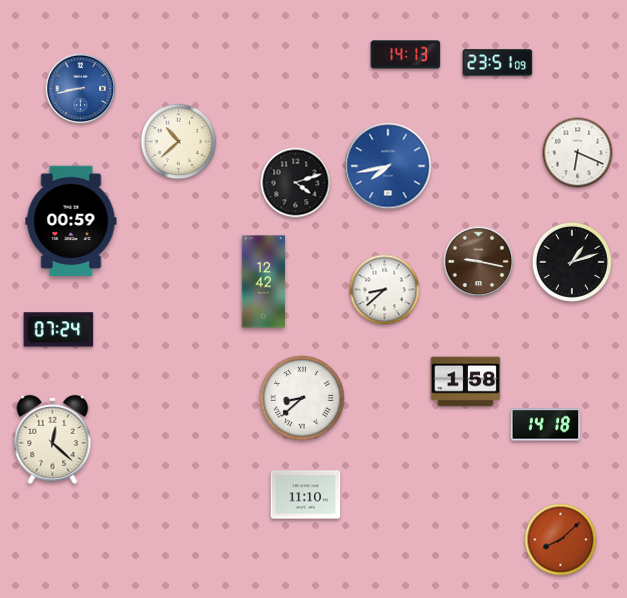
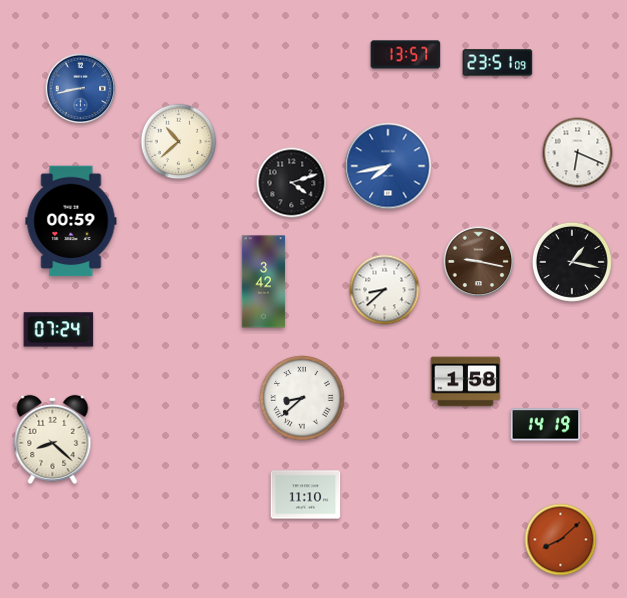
clock at (406, 55): 14:13 -> 13:57
clock at (296, 183) position: (296, 183) -> (292, 183)
clock at (572, 262): 1:12 -> 1:17
clock at (264, 282): 12:42 -> 3:42
clock at (546, 425): 14:18 -> 14:19
clock at (53, 439): 12:22 -> 8:22
